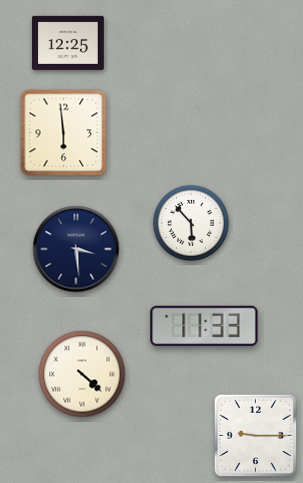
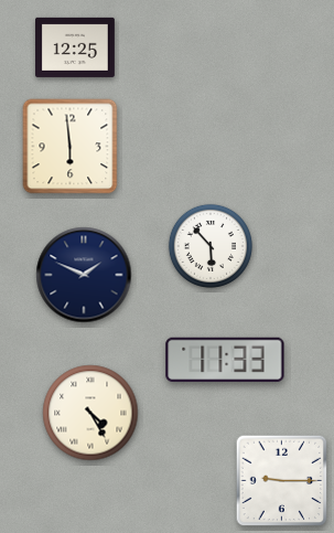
clock at (76, 249): 3:29 -> 1:49
clock at (82, 374): 4:22 -> 4:25
